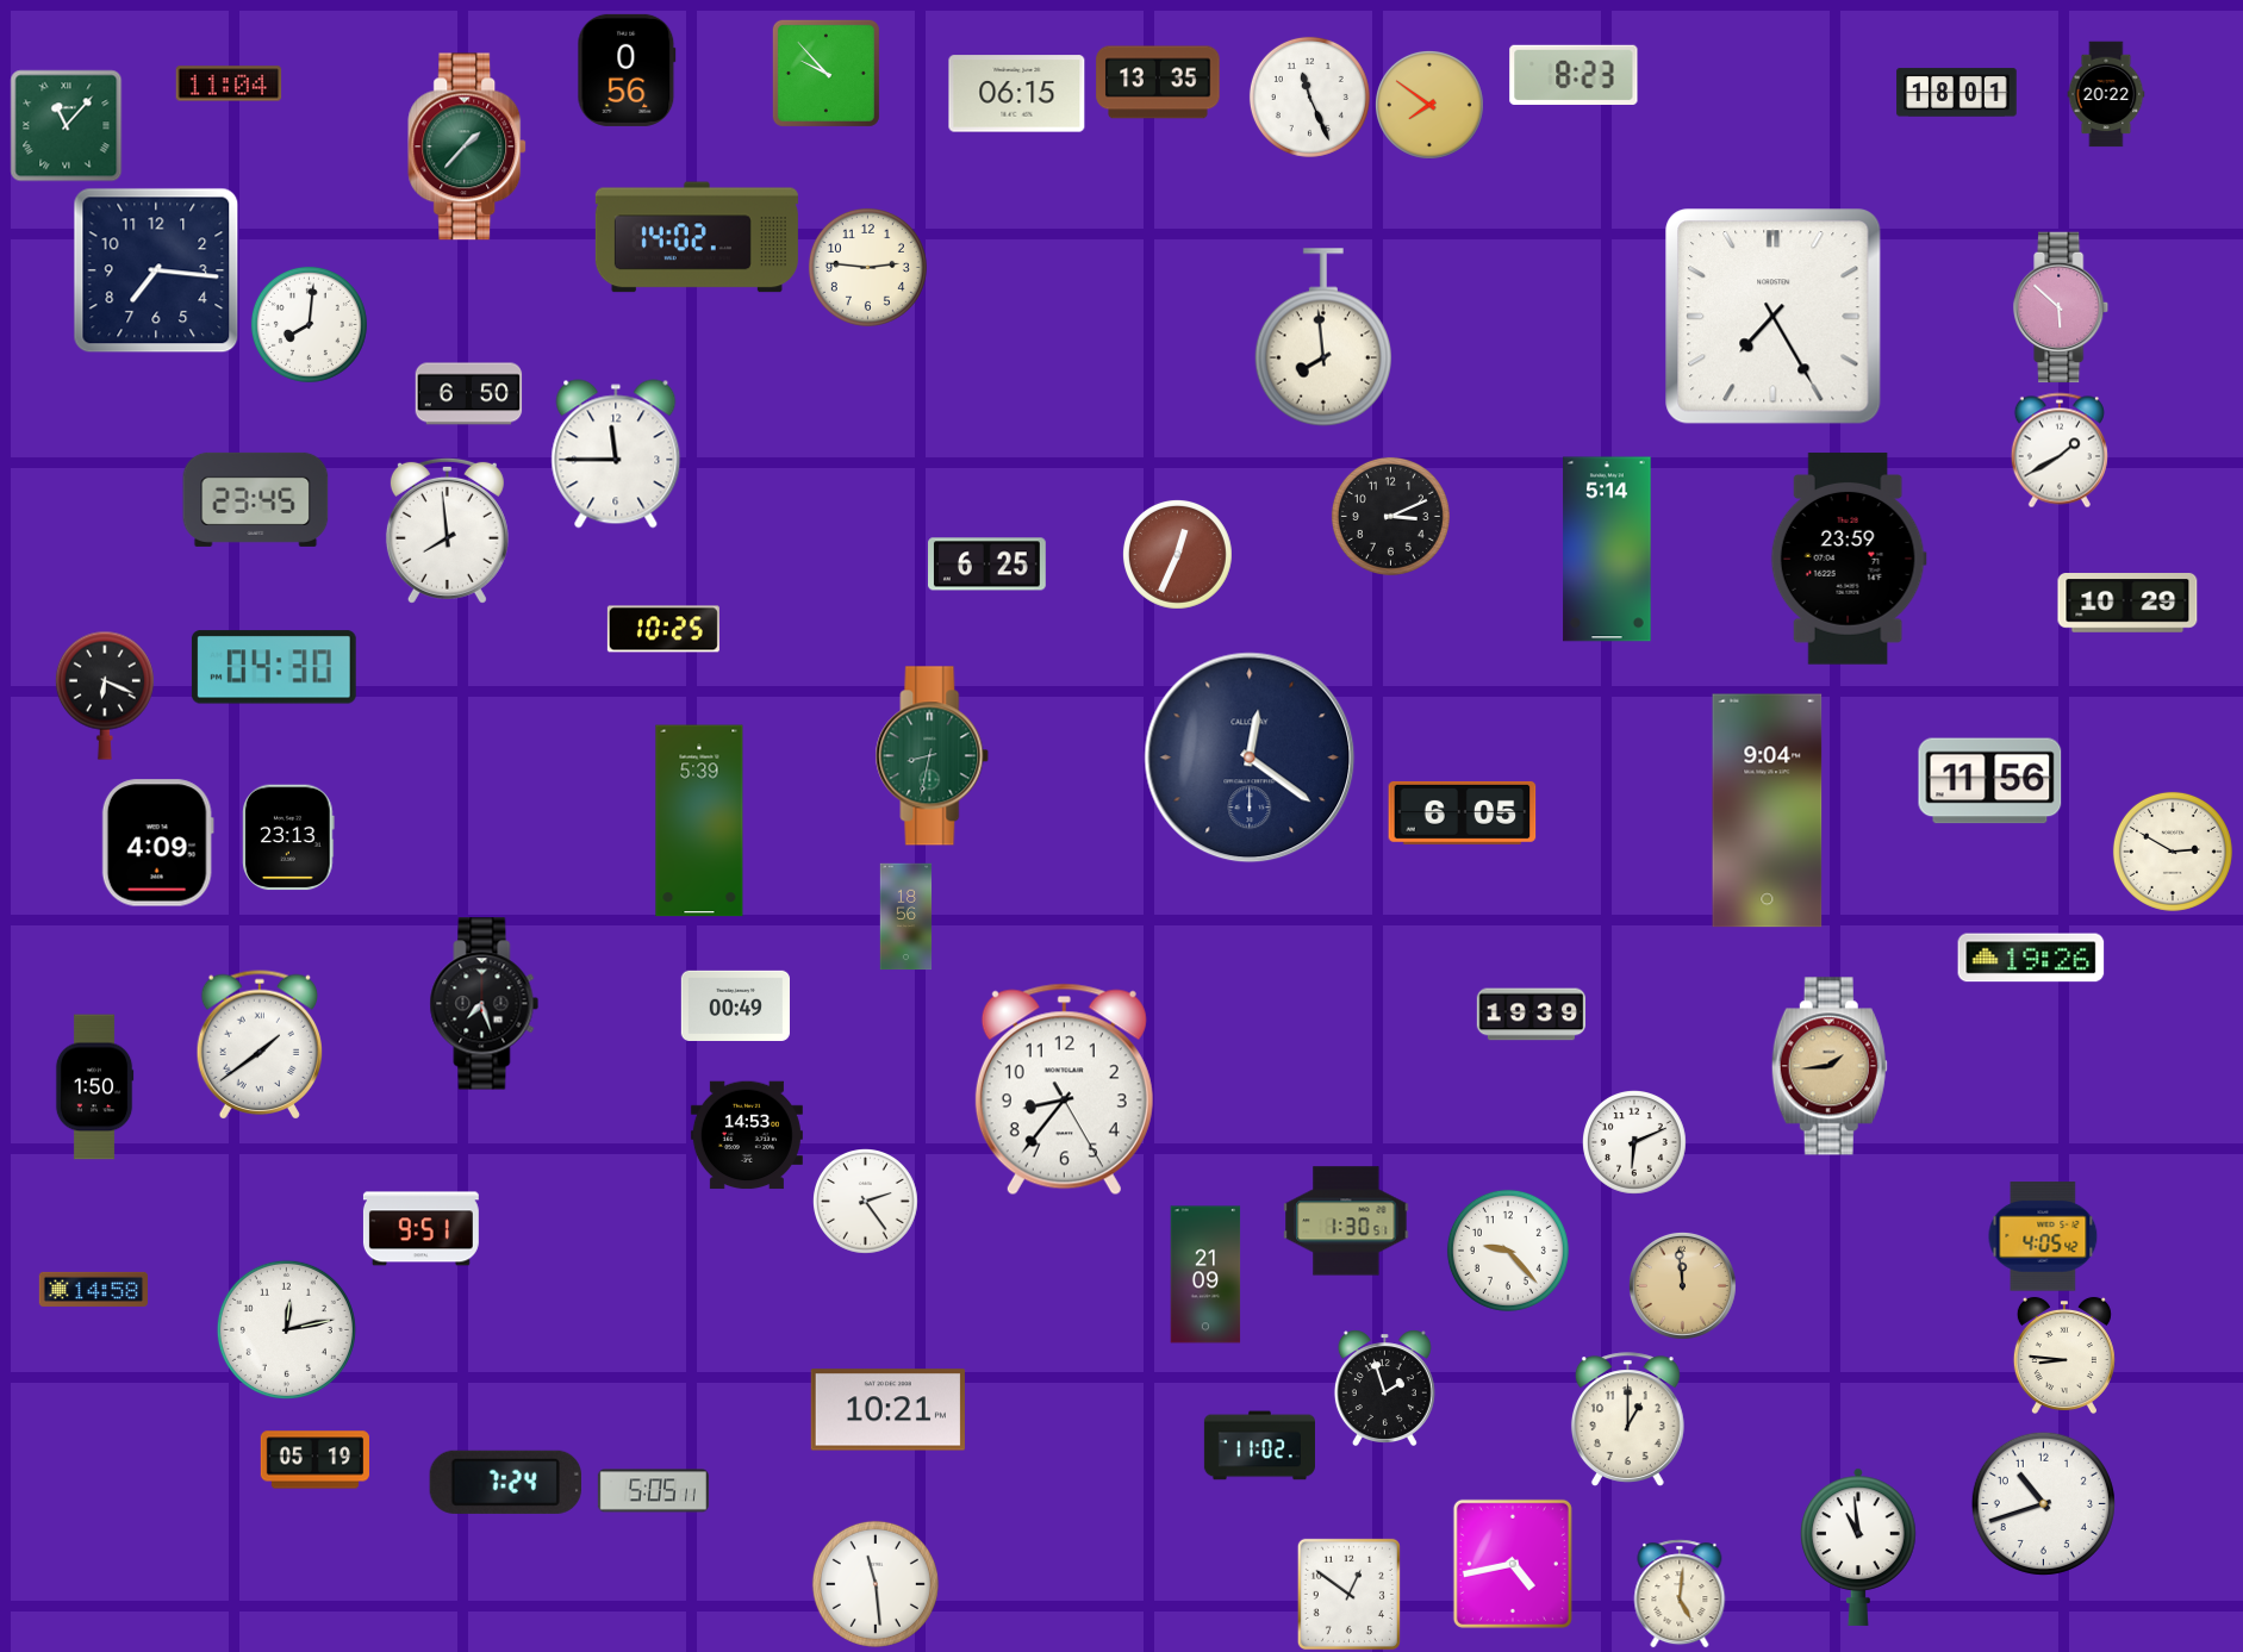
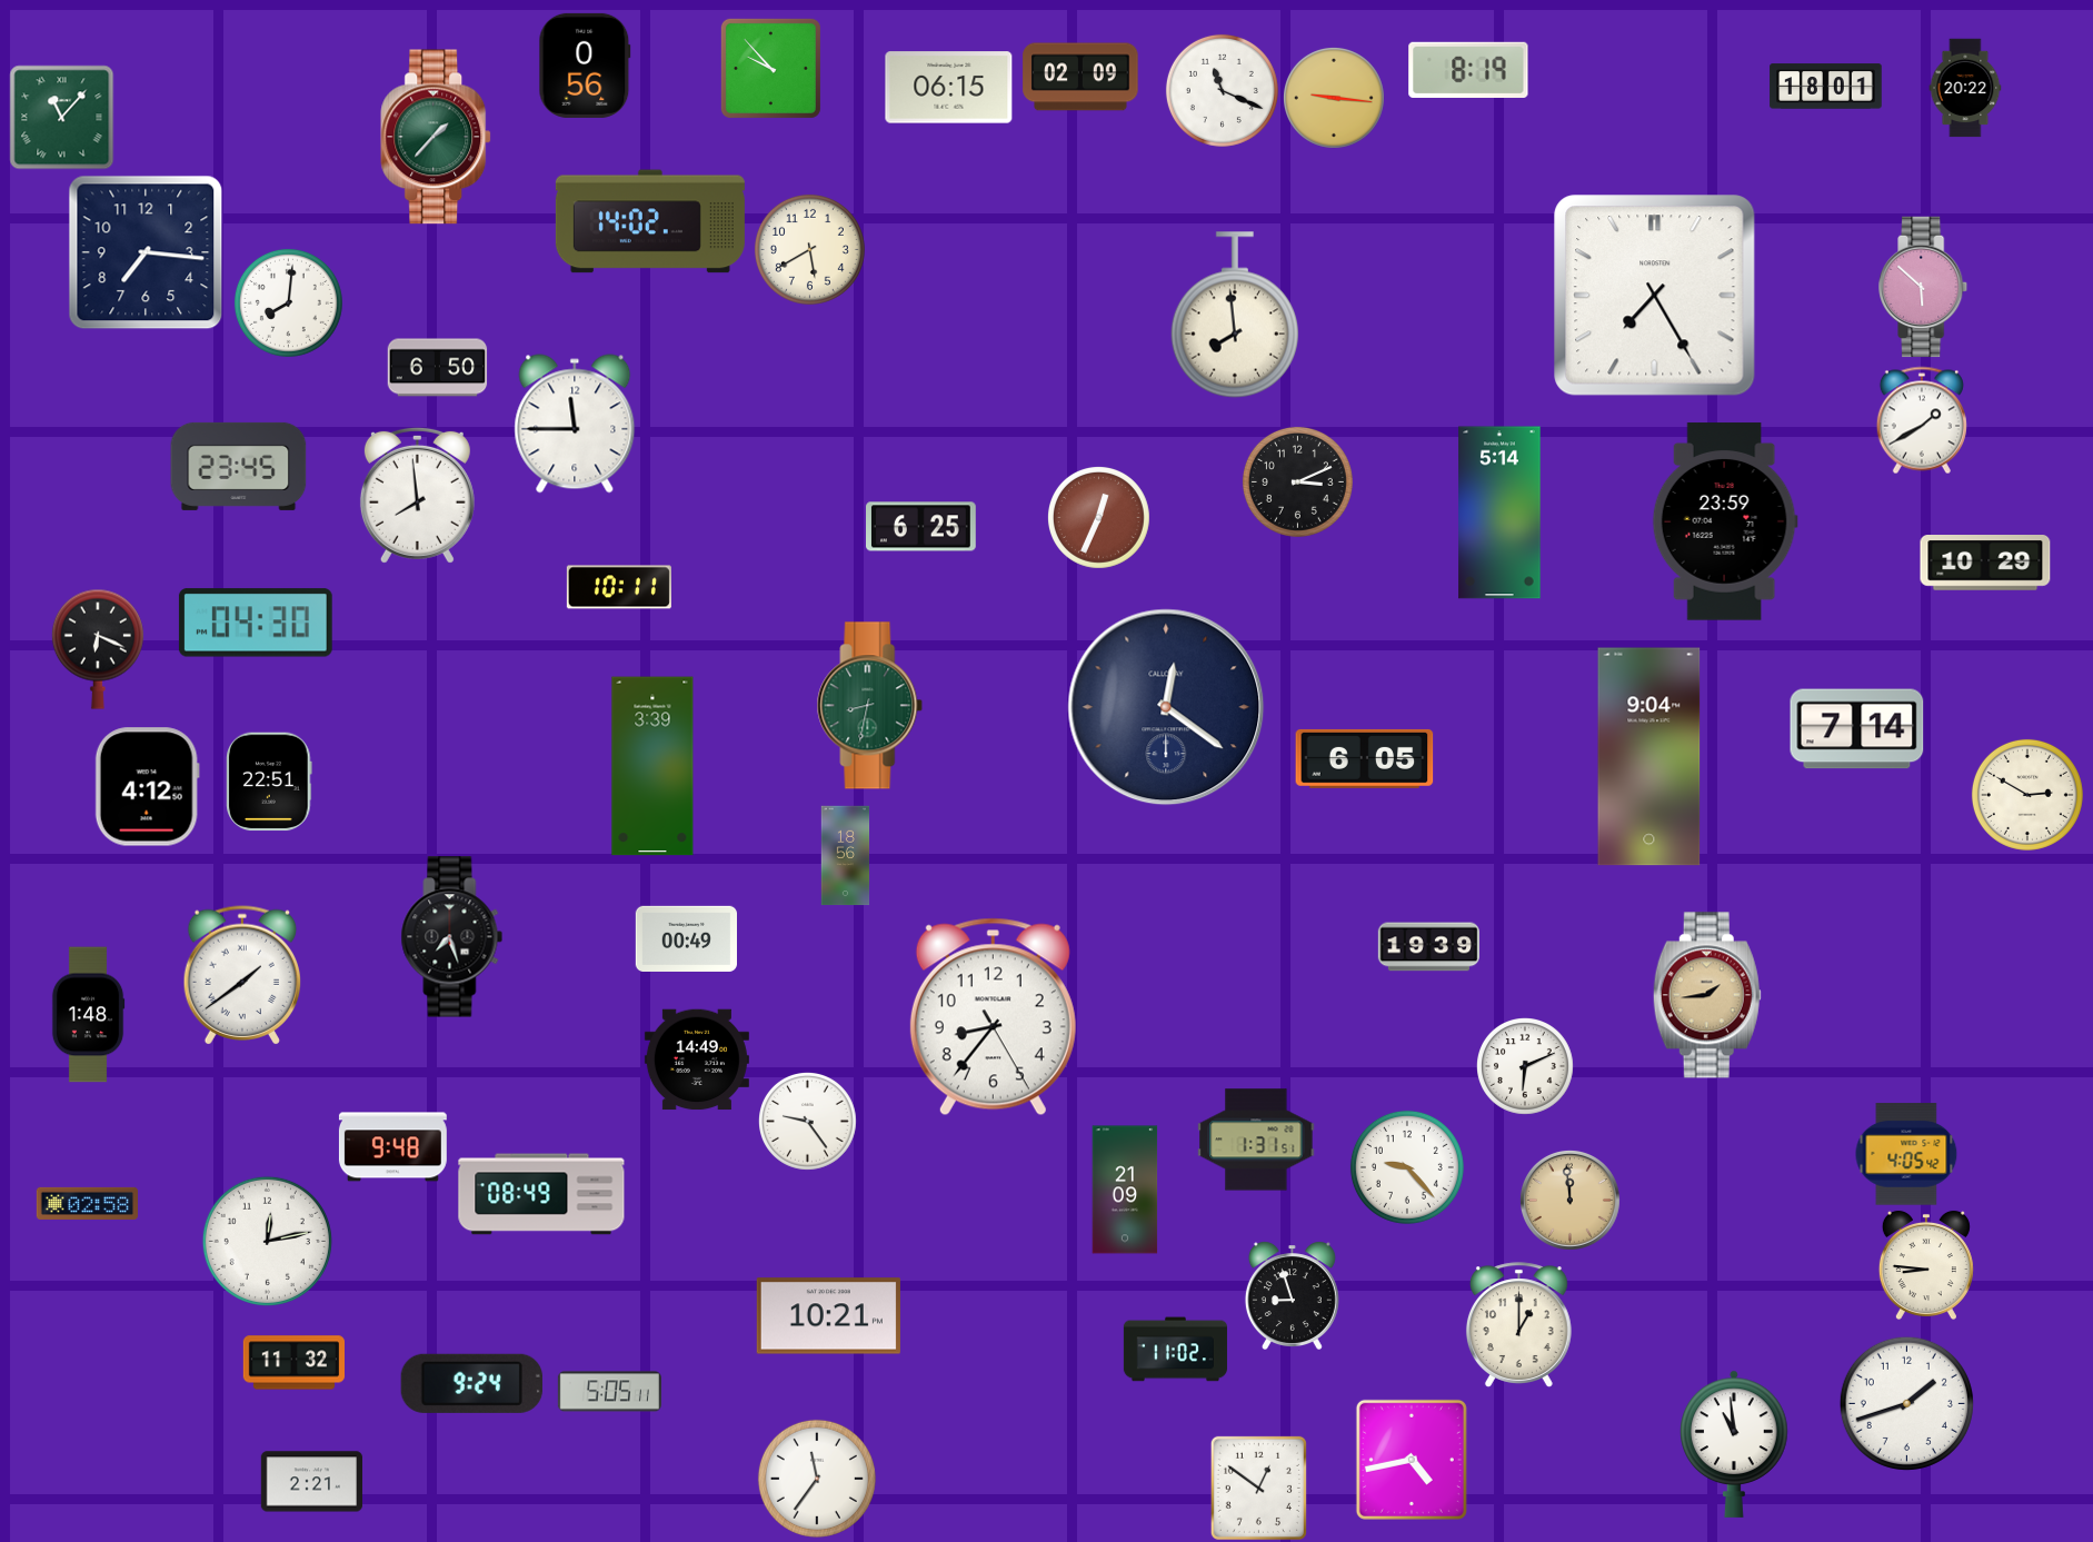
clock at (1574, 74): 8:23 -> 8:19
clock at (1158, 82): 13:35 -> 02:09
clock at (229, 83): 11:04 -> none
clock at (1309, 96): 11:26 -> 11:19
clock at (1429, 105): 7:51 -> 9:16
clock at (867, 267): 2:46 -> 5:40
clock at (663, 629): 10:25 -> 10:11
clock at (1990, 781): 11:56 -> 7:14
clock at (699, 821): 5:39 -> 3:39
clock at (288, 837): 23:13 -> 22:51
clock at (157, 843): 4:09 -> 4:12
clock at (2031, 958): 19:26 -> none
clock at (94, 1087): 1:50 -> 1:48
clock at (747, 1135): 14:53 -> 14:49
clock at (866, 1202): 2:24 -> 9:24
clock at (1346, 1221): 1:30 -> 1:31
clock at (420, 1229): 9:51 -> 9:48
clock at (541, 1194): none -> 08:49
clock at (93, 1289): 14:58 -> 02:58
clock at (1384, 1388): 1:57 -> 8:57
clock at (316, 1460): 05:19 -> 11:32
clock at (505, 1482): 7:24 -> 9:24
clock at (2043, 1503): 10:42 -> 1:42
clock at (876, 1584): 11:29 -> 11:36
clock at (311, 1482): none -> 2:21
clock at (1680, 1594): 5:01 -> none
